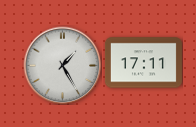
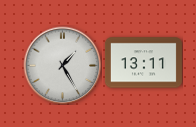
clock at (143, 63): 17:11 -> 13:11
